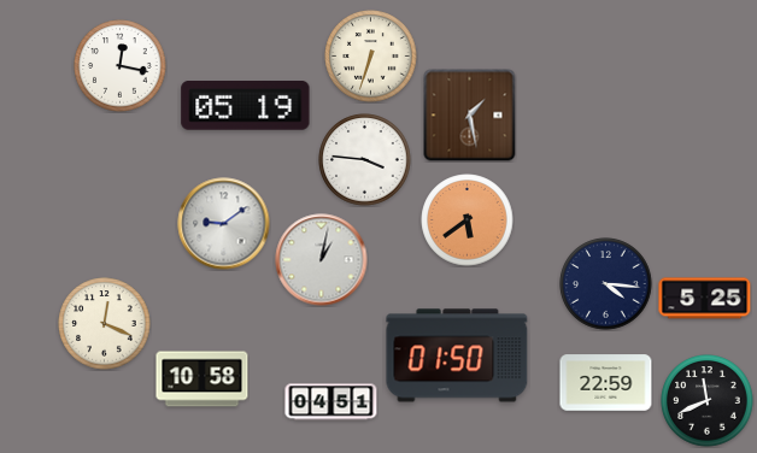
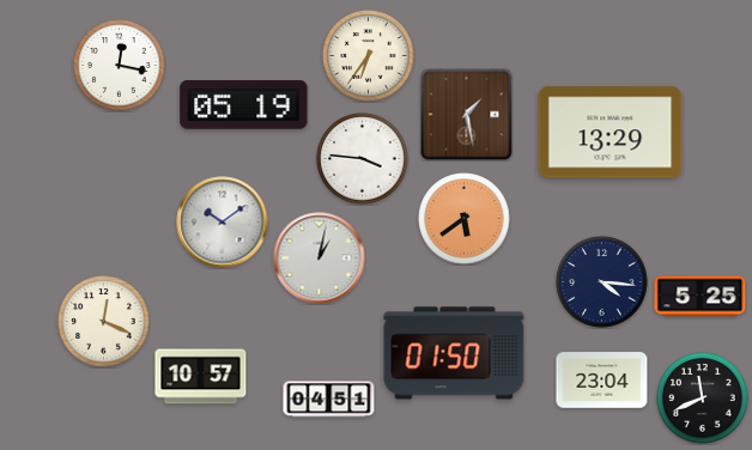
clock at (371, 57): 6:33 -> 6:36
clock at (611, 133): none -> 13:29
clock at (224, 224): 9:09 -> 10:09
clock at (203, 380): 10:58 -> 10:57
clock at (606, 383): 22:59 -> 23:04
